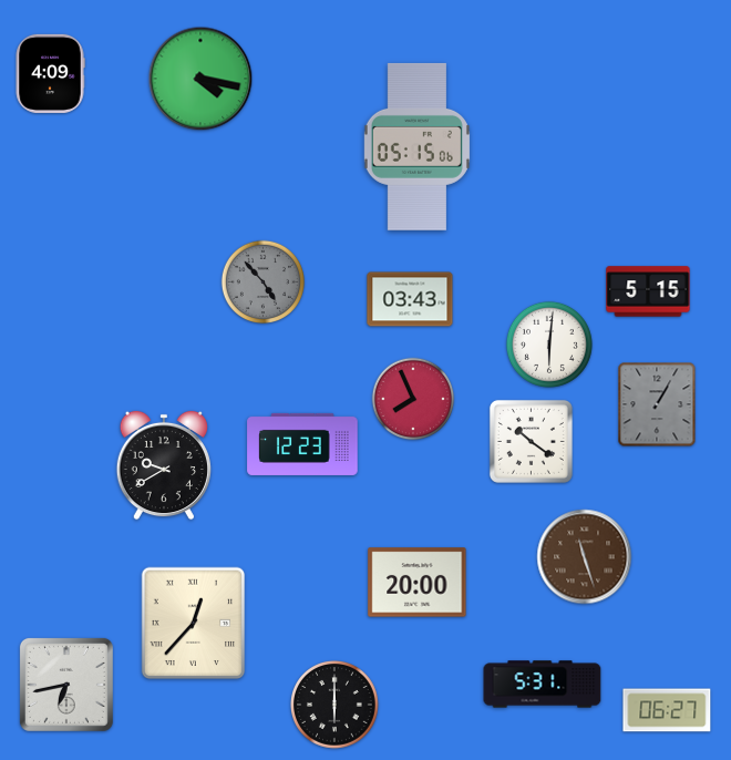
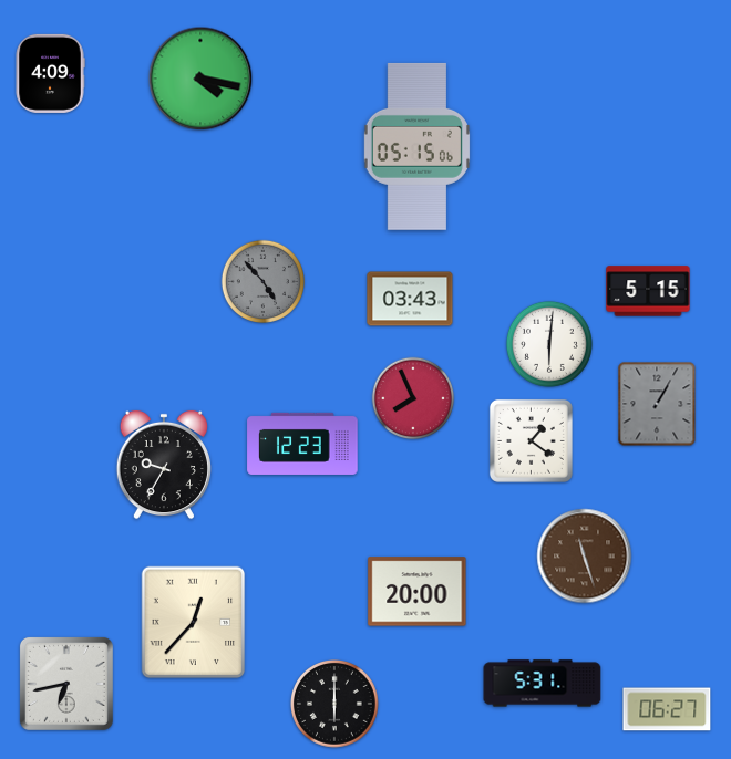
clock at (531, 441): 10:21 -> 1:21
clock at (164, 465): 9:40 -> 9:35
clock at (418, 583) position: (418, 583) -> (418, 592)
